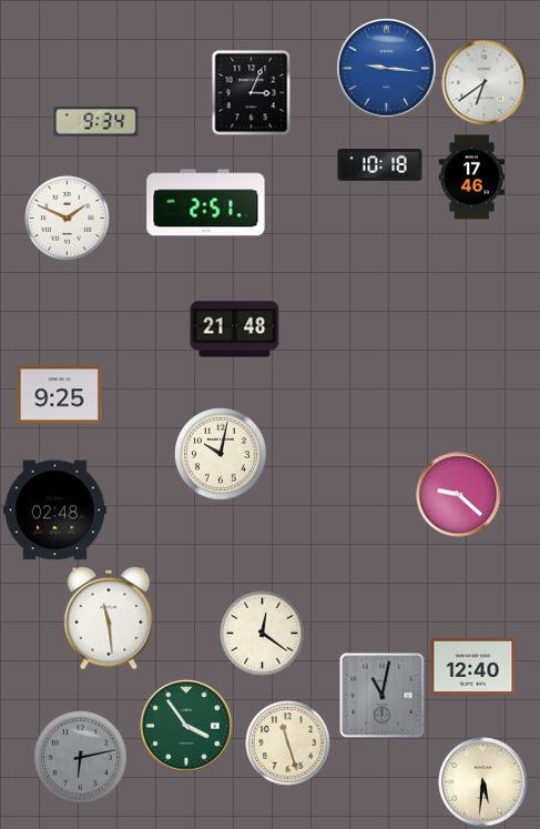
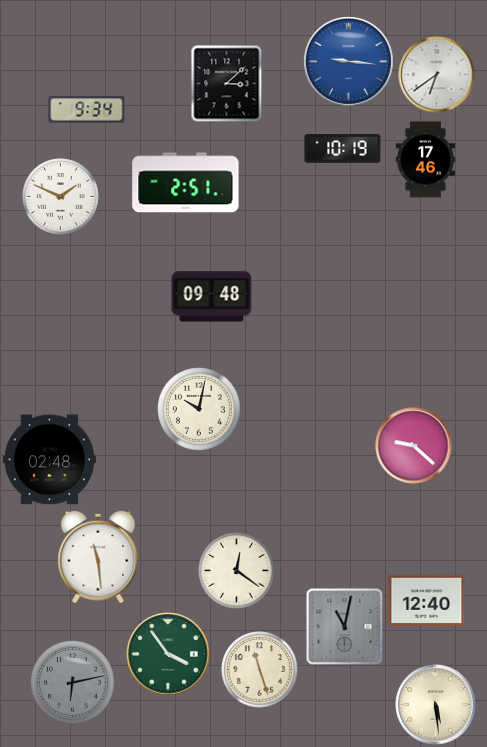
clock at (252, 92): 3:04 -> 3:08
clock at (380, 165): 10:18 -> 10:19
clock at (235, 330): 21:48 -> 09:48
clock at (60, 395): 9:25 -> none
clock at (483, 782): 5:31 -> 5:29
